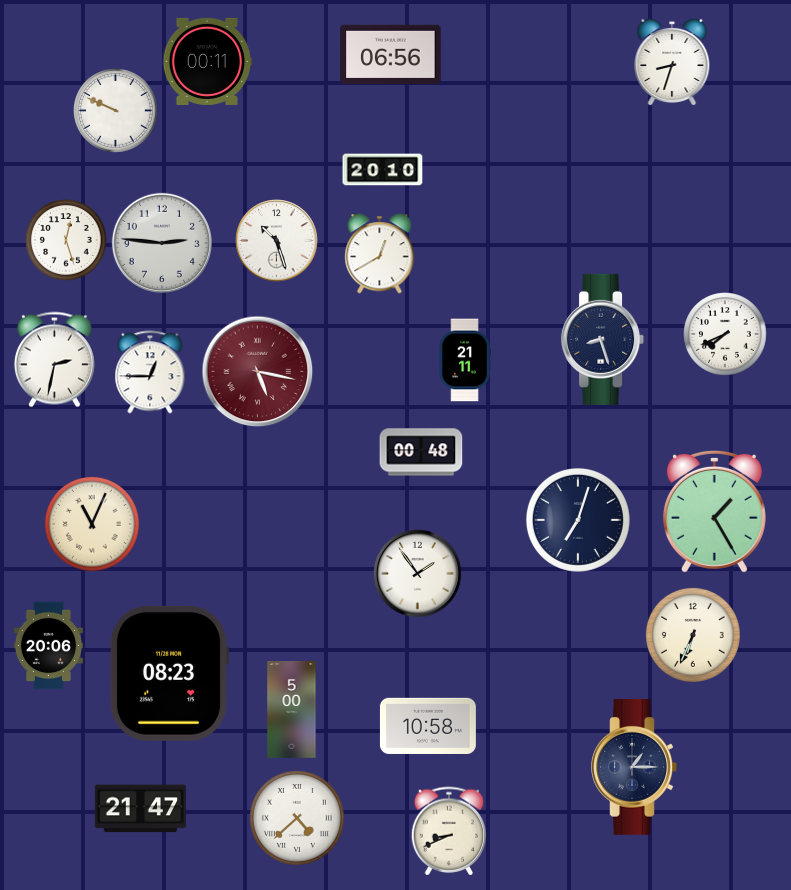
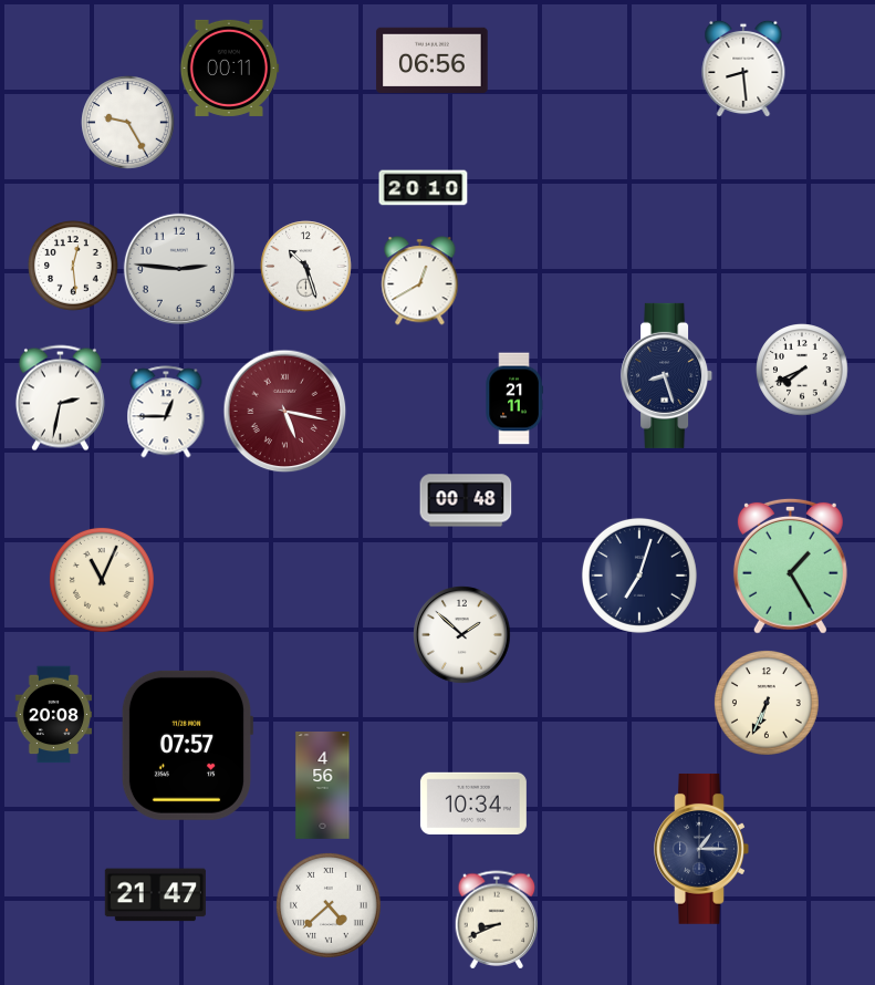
clock at (672, 62): 8:33 -> 8:29
clock at (116, 111): 9:49 -> 9:25
clock at (66, 240): 12:27 -> 12:29
clock at (418, 574): 1:54 -> 1:52
clock at (48, 646): 20:06 -> 20:08
clock at (169, 673): 08:23 -> 07:57
clock at (292, 710): 5:00 -> 4:56
clock at (428, 726): 10:58 -> 10:34
